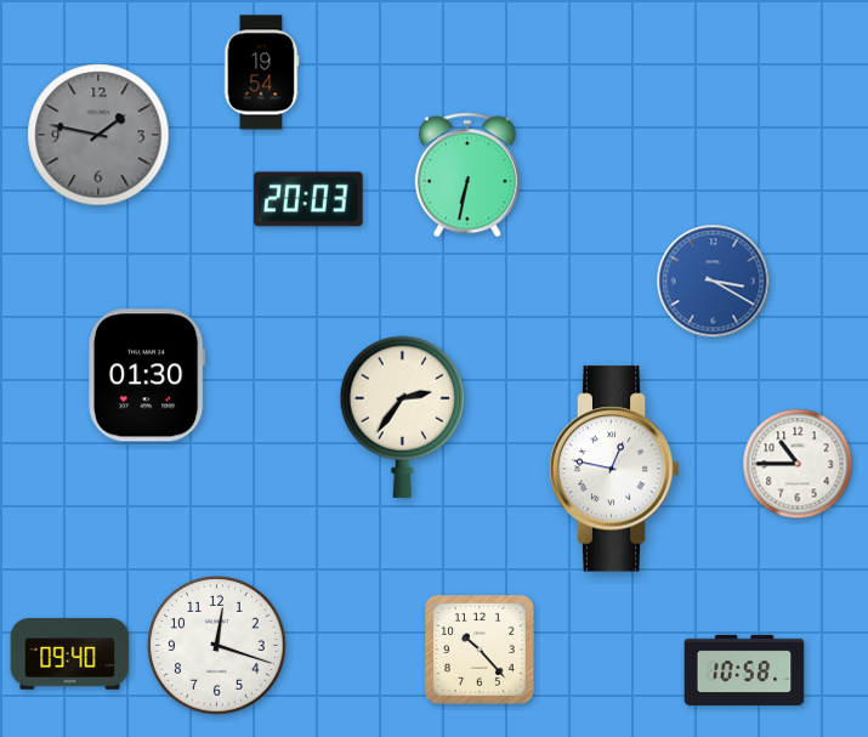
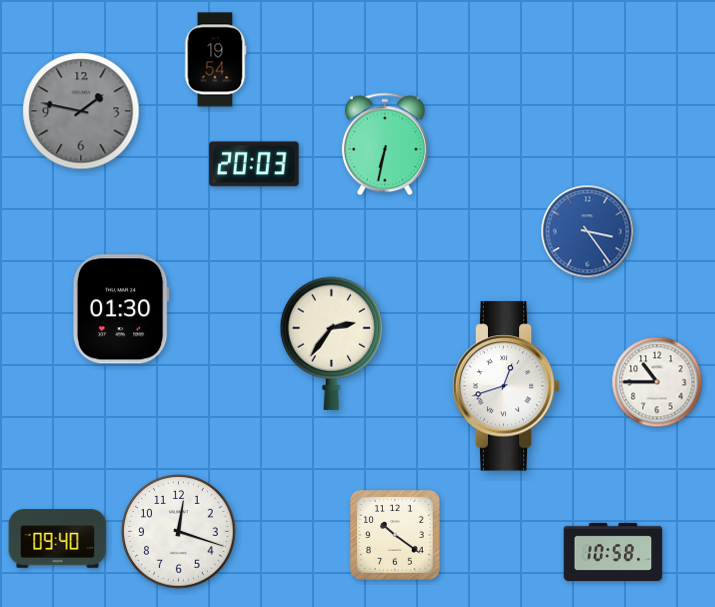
clock at (714, 282): 3:20 -> 3:24
clock at (614, 469): 12:47 -> 12:42
clock at (480, 650): 10:23 -> 10:21
